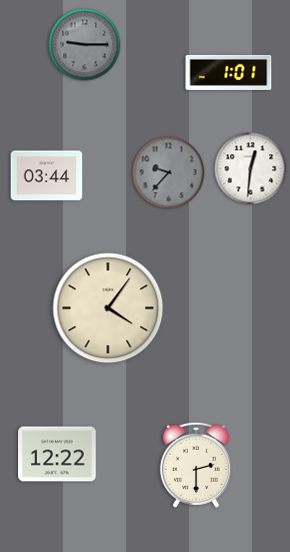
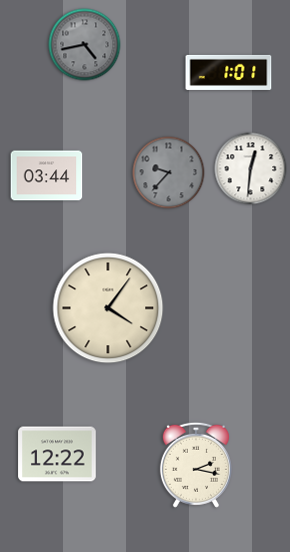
clock at (85, 45): 9:15 -> 4:43
clock at (196, 465): 2:30 -> 2:17
